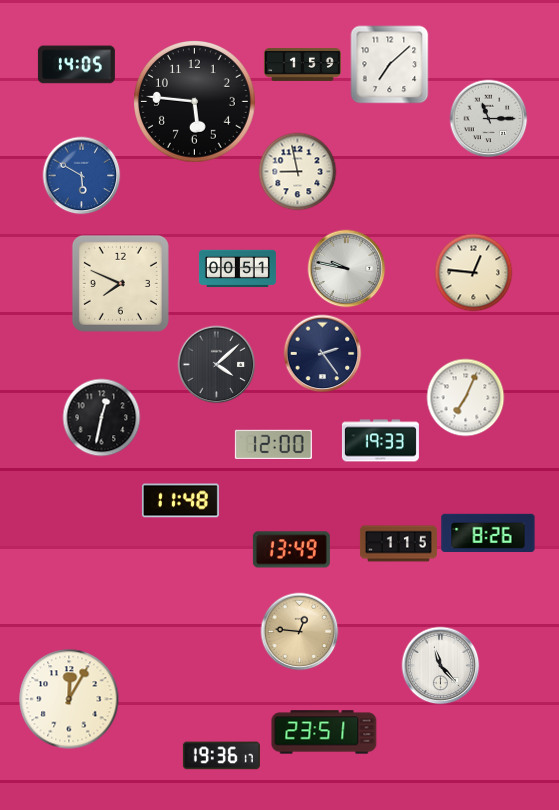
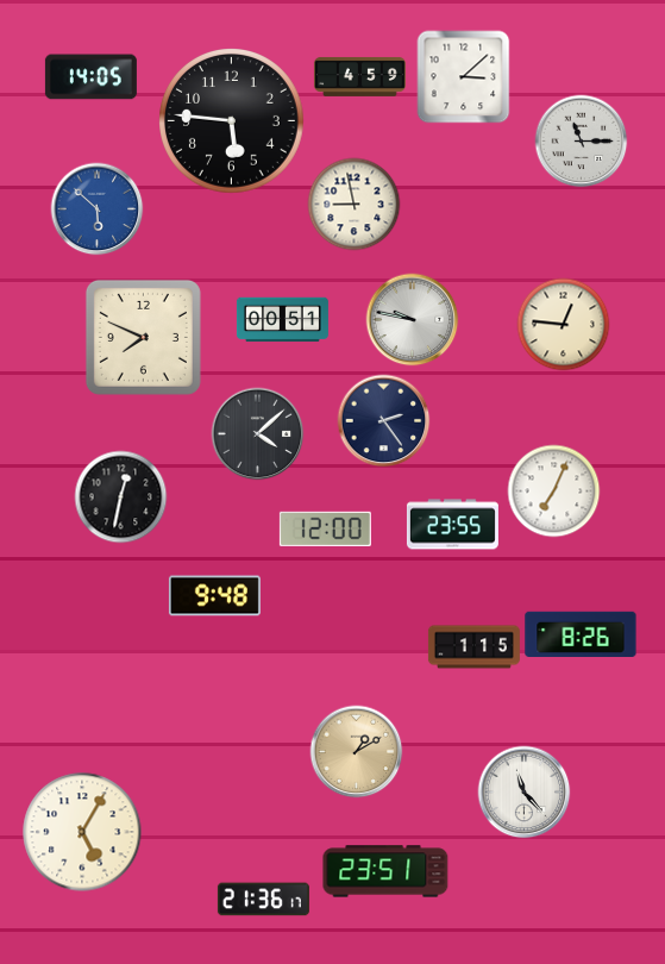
clock at (302, 64): 1:59 -> 4:59
clock at (389, 64): 7:08 -> 3:08
clock at (81, 175): 5:50 -> 5:52
clock at (465, 397) position: (465, 397) -> (553, 490)
clock at (380, 441): 19:33 -> 23:55
clock at (180, 501): 11:48 -> 9:48
clock at (291, 550): 13:49 -> none
clock at (299, 631): 12:46 -> 1:10
clock at (69, 699): 12:05 -> 5:05
clock at (221, 756): 19:36 -> 21:36
